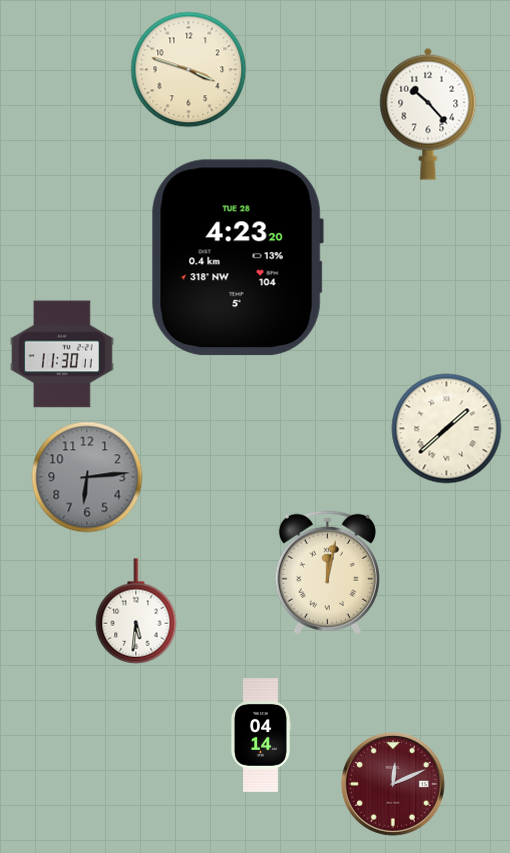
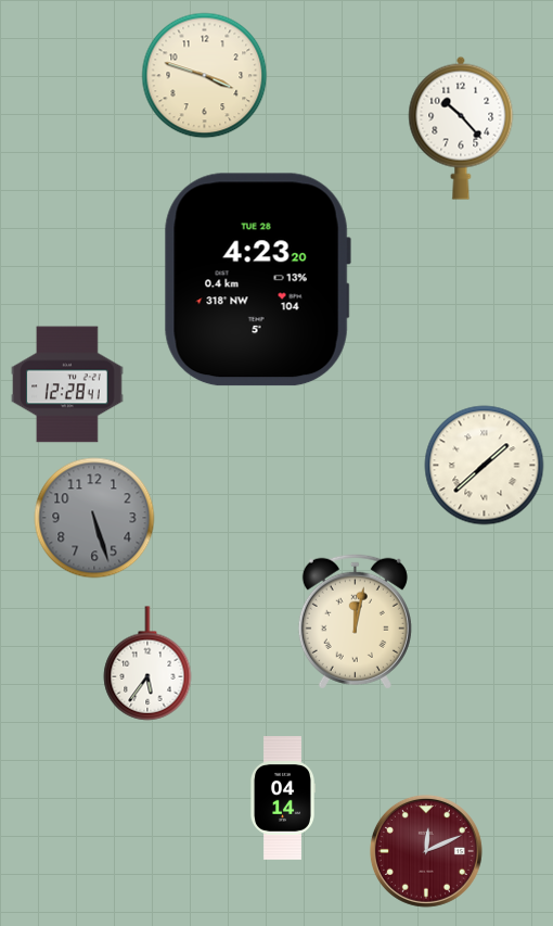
clock at (428, 114) position: (428, 114) -> (461, 128)
clock at (62, 354): 11:30 -> 12:28
clock at (87, 477): 6:14 -> 5:27
clock at (136, 611): 5:31 -> 5:36
